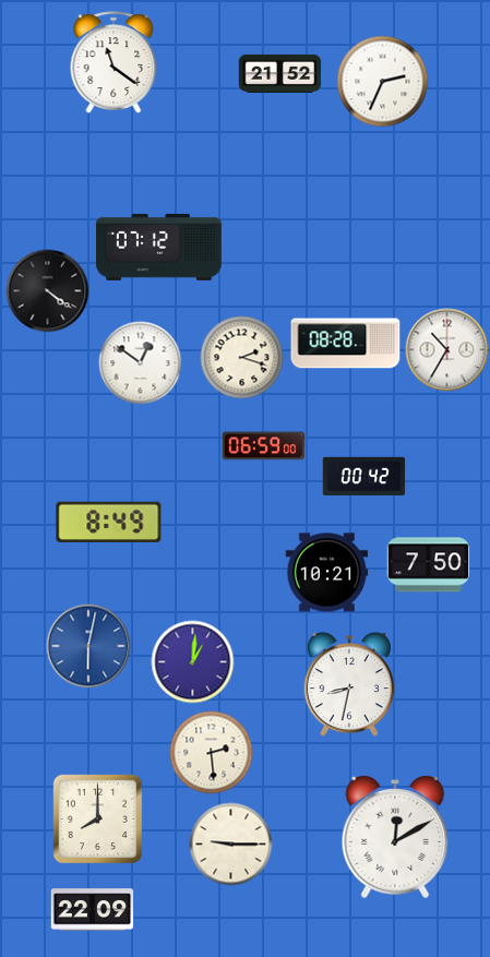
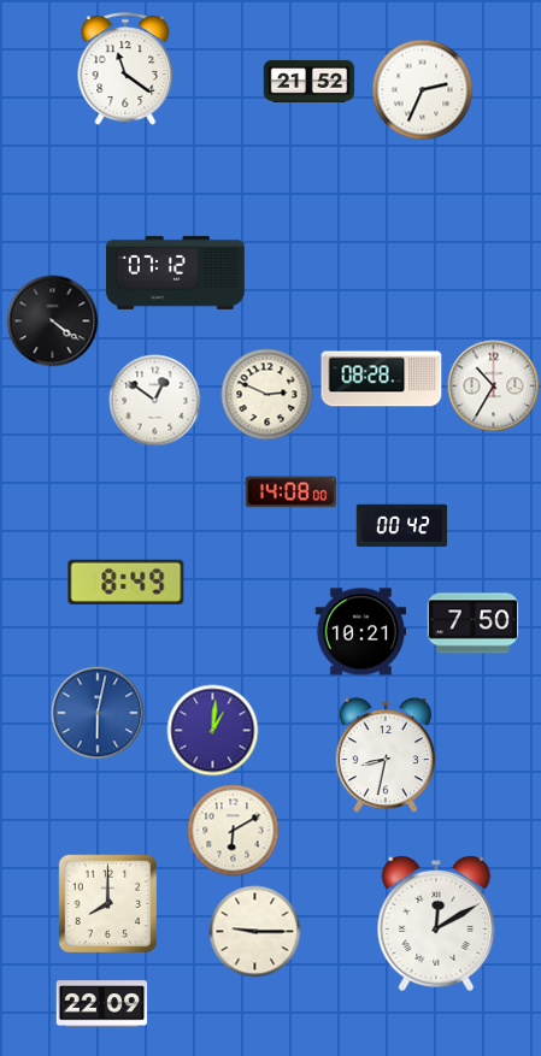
clock at (242, 358): 2:18 -> 2:49
clock at (264, 446): 06:59 -> 14:08
clock at (109, 522) position: (109, 522) -> (127, 582)
clock at (212, 753): 2:29 -> 6:10
